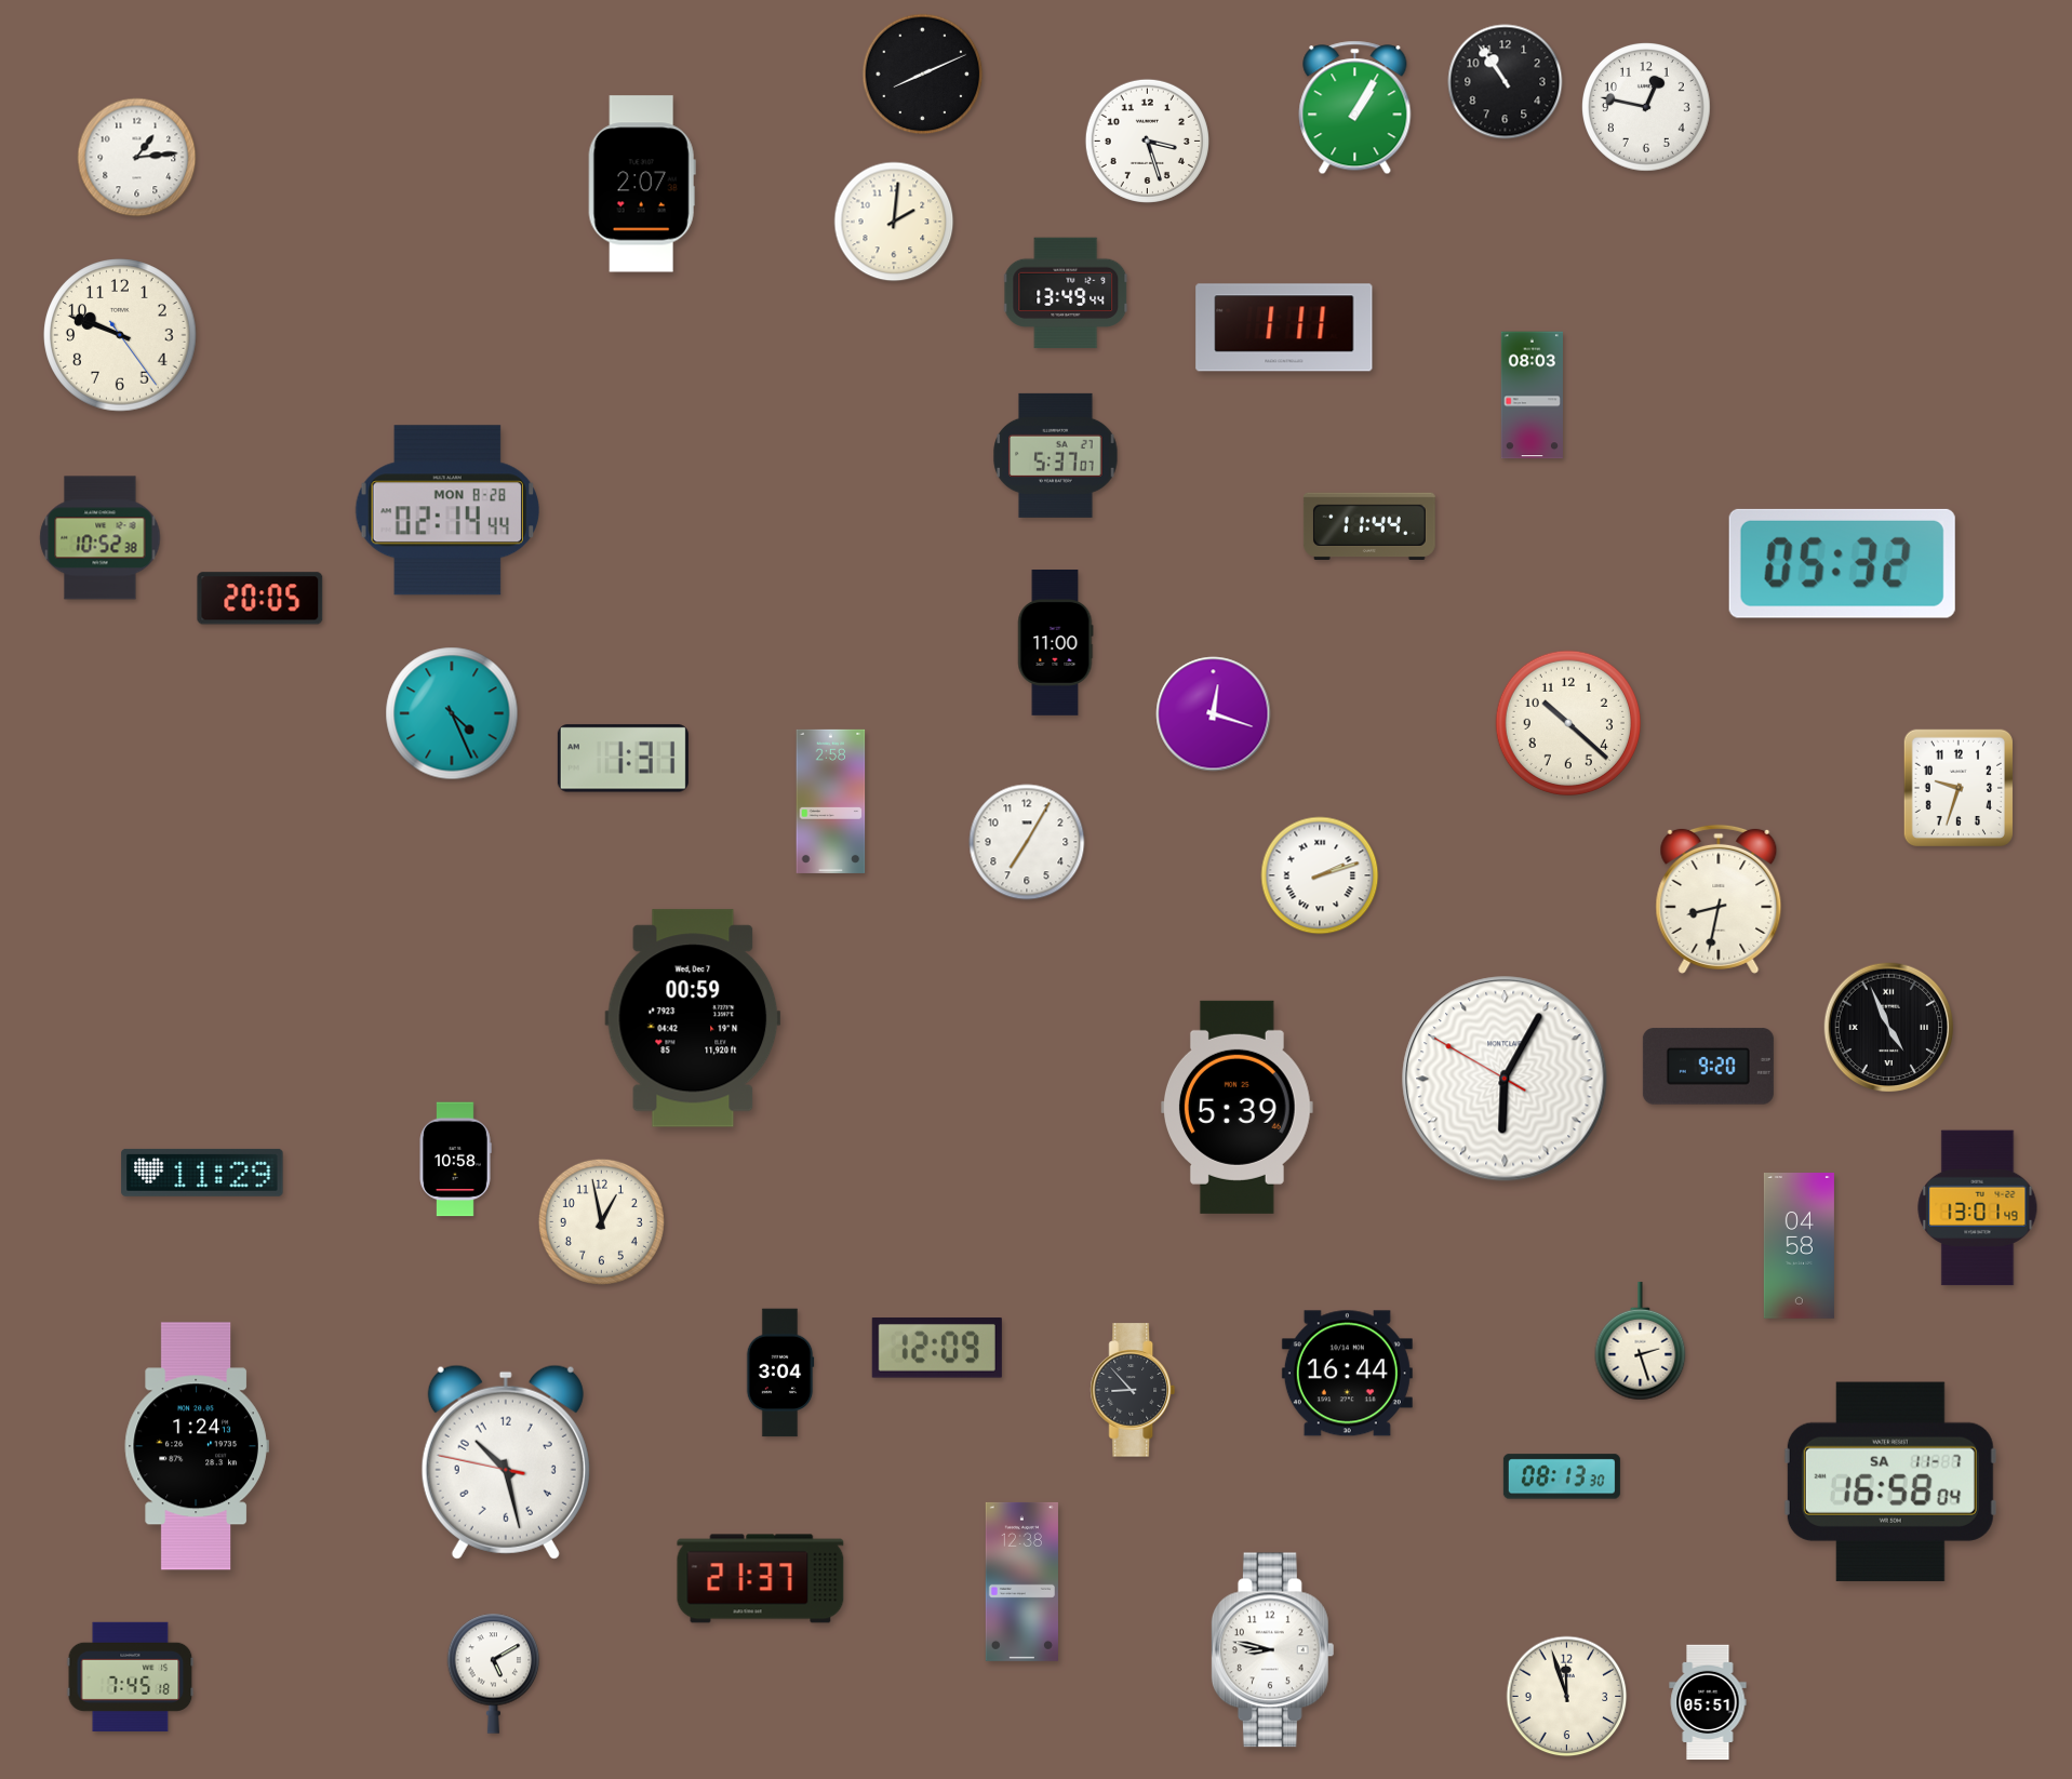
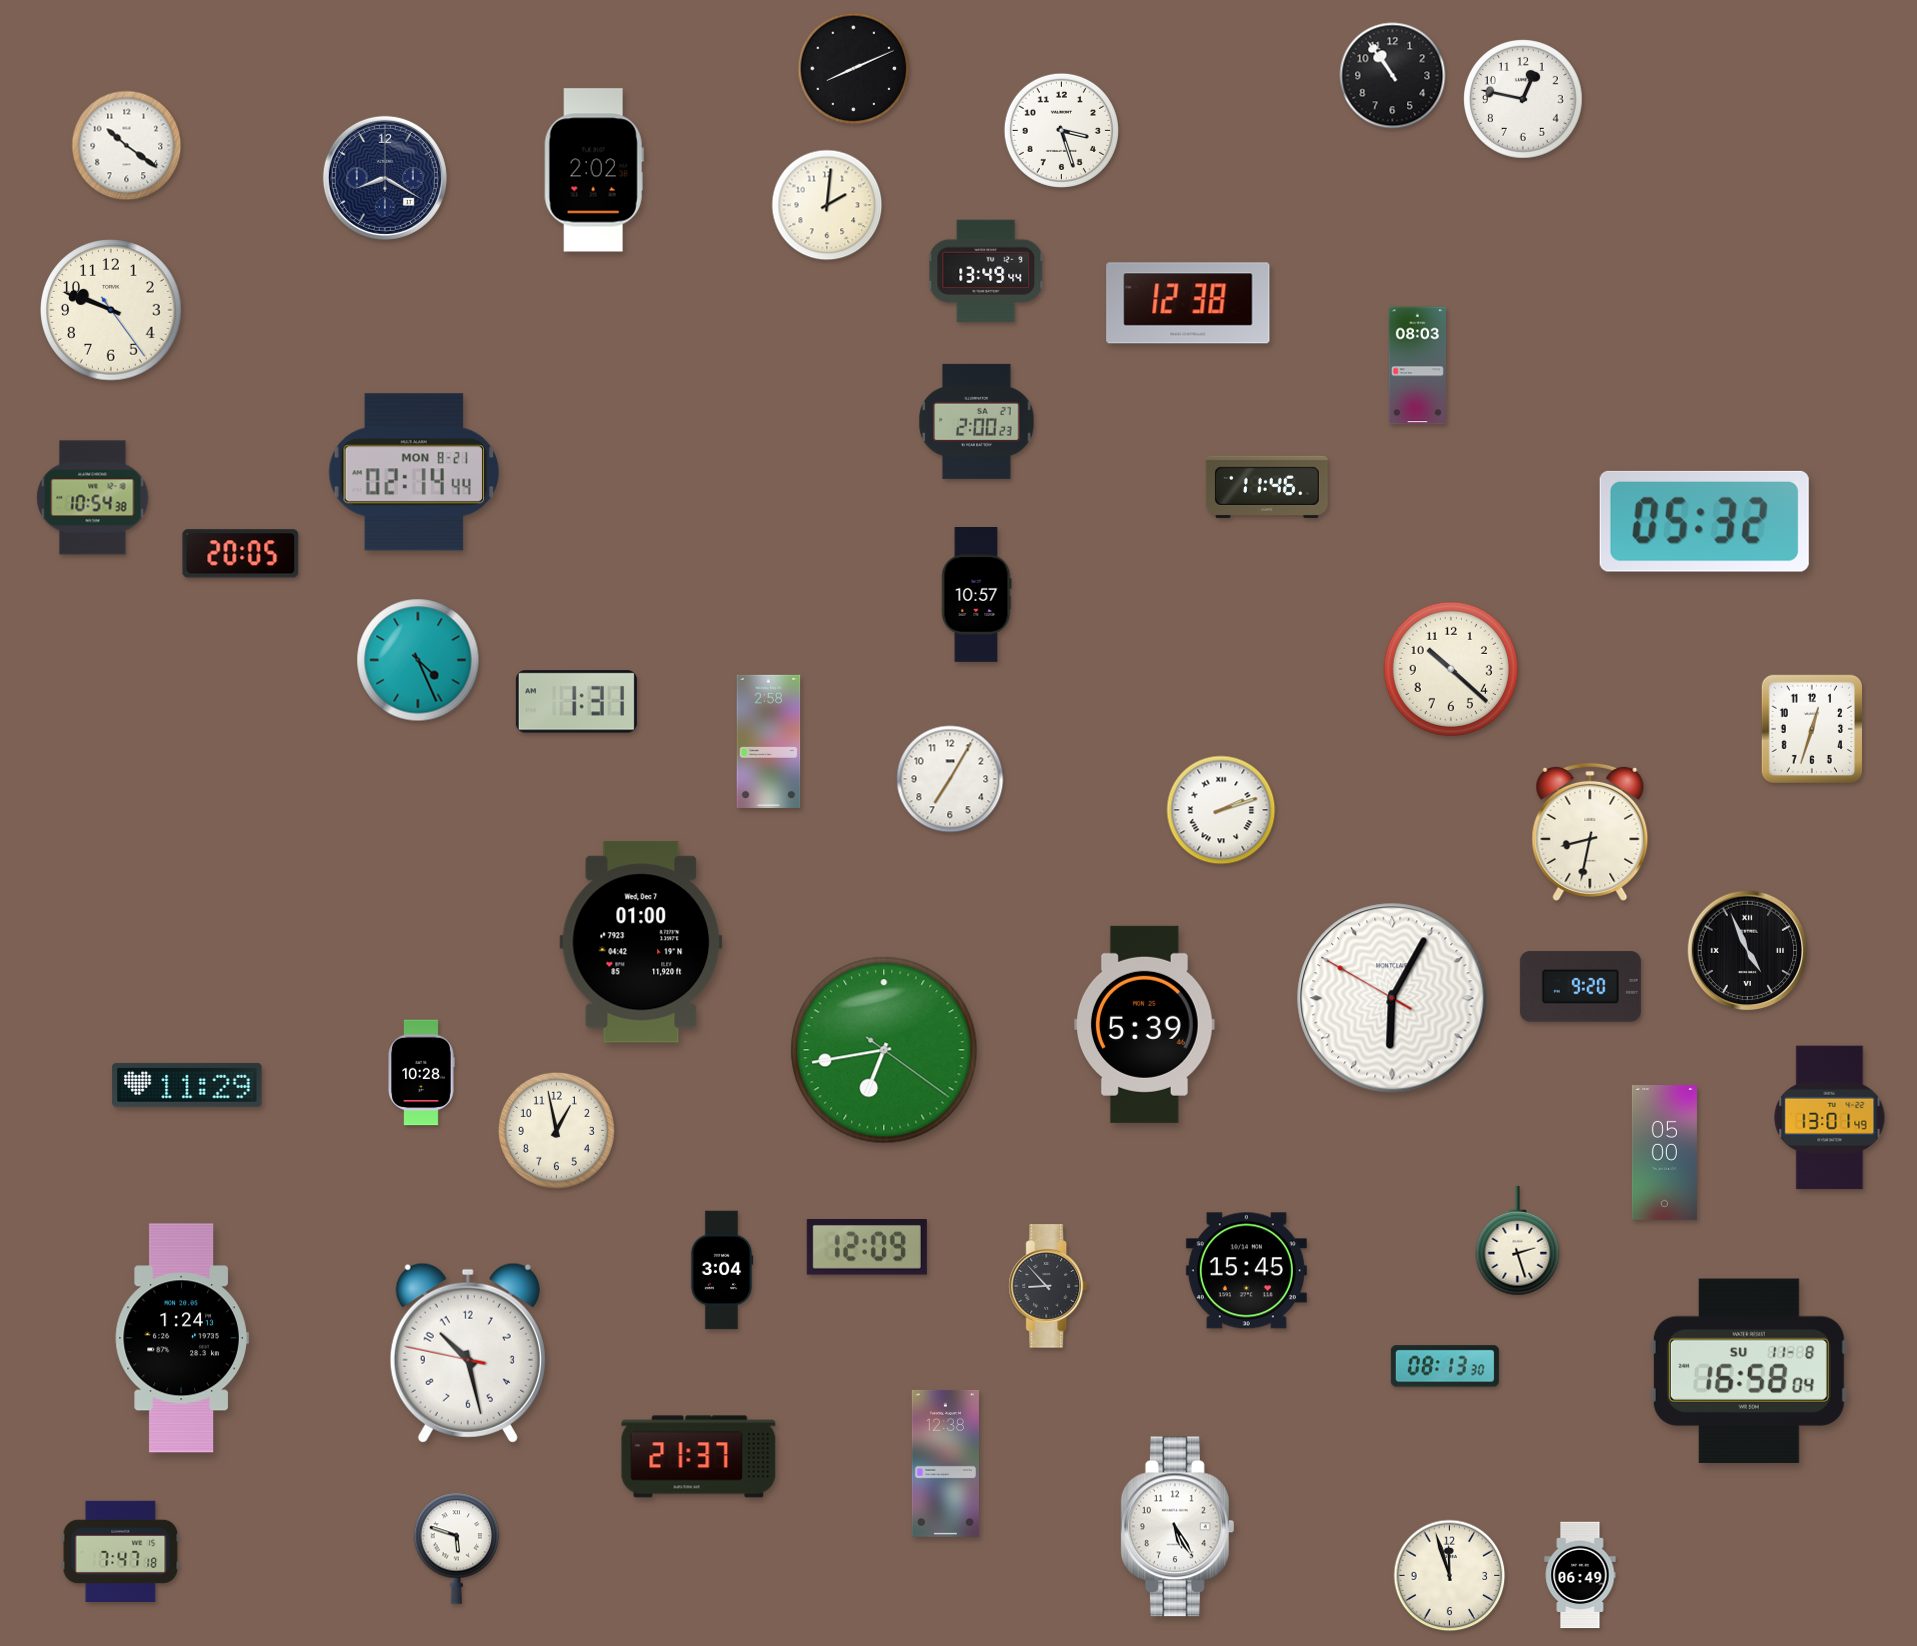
clock at (1355, 108): 1:05 -> none
clock at (137, 158): 1:14 -> 10:21
clock at (642, 184): 2:07 -> 2:02
clock at (385, 178): none -> 8:20
clock at (1284, 327): 1:11 -> 12:38
clock at (1056, 455): 5:37 -> 2:00
clock at (446, 510) date: MON 8-28 -> MON 8-21
clock at (1369, 526): 11:44 -> 11:46
clock at (101, 538): 10:52 -> 10:54
clock at (1056, 643): 11:00 -> 10:57
clock at (1214, 714): 12:18 -> none
clock at (1957, 787): 9:33 -> 12:33
clock at (693, 1018): 00:59 -> 01:00
clock at (884, 1050): none -> 6:43
clock at (455, 1160): 10:58 -> 10:28
clock at (1799, 1246): 04:58 -> 05:00
clock at (1347, 1374): 16:44 -> 15:45
clock at (1890, 1482) date: SA 11-7 -> SU 11-8
clock at (761, 1579) position: (761, 1579) -> (699, 1457)
clock at (1272, 1650): 8:47 -> 5:25
clock at (494, 1673): 5:10 -> 5:48
clock at (131, 1676): 7:45 -> 7:47
clock at (1567, 1697) position: (1567, 1697) -> (1450, 1576)
clock at (1708, 1702): 05:51 -> 06:49
